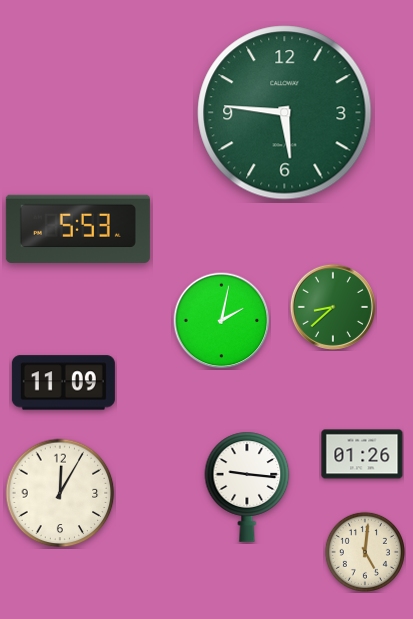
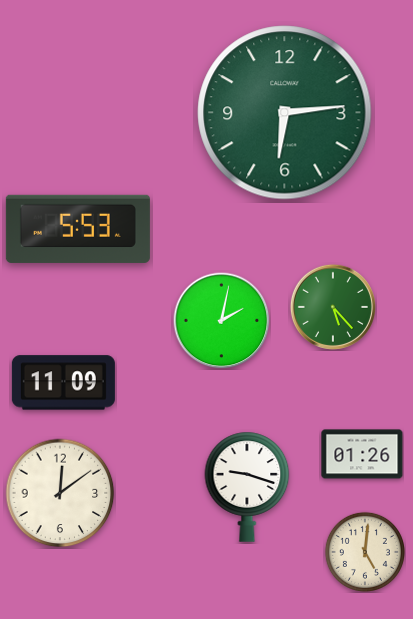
clock at (285, 113): 5:46 -> 6:14
clock at (333, 307): 8:38 -> 5:23
clock at (247, 487): 9:16 -> 9:18
clock at (60, 493): 12:05 -> 12:09
